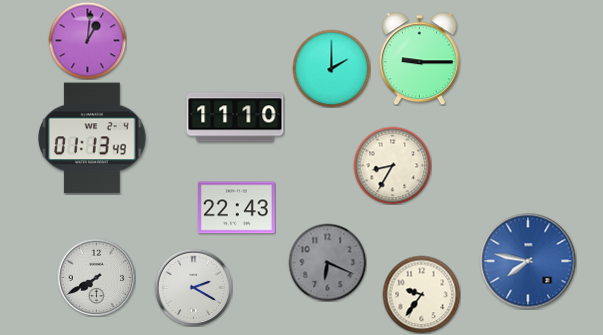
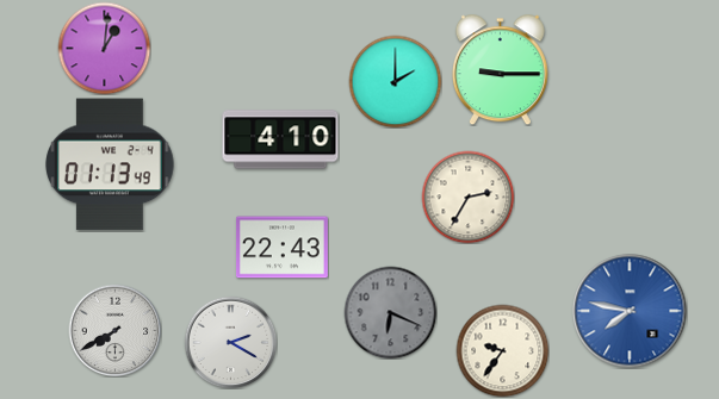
clock at (235, 117): 11:10 -> 4:10
clock at (392, 165): 8:35 -> 2:35
